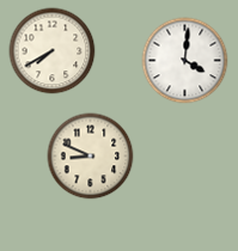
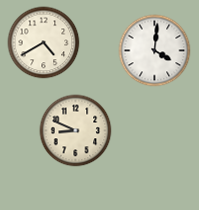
clock at (53, 51): 7:40 -> 4:40
